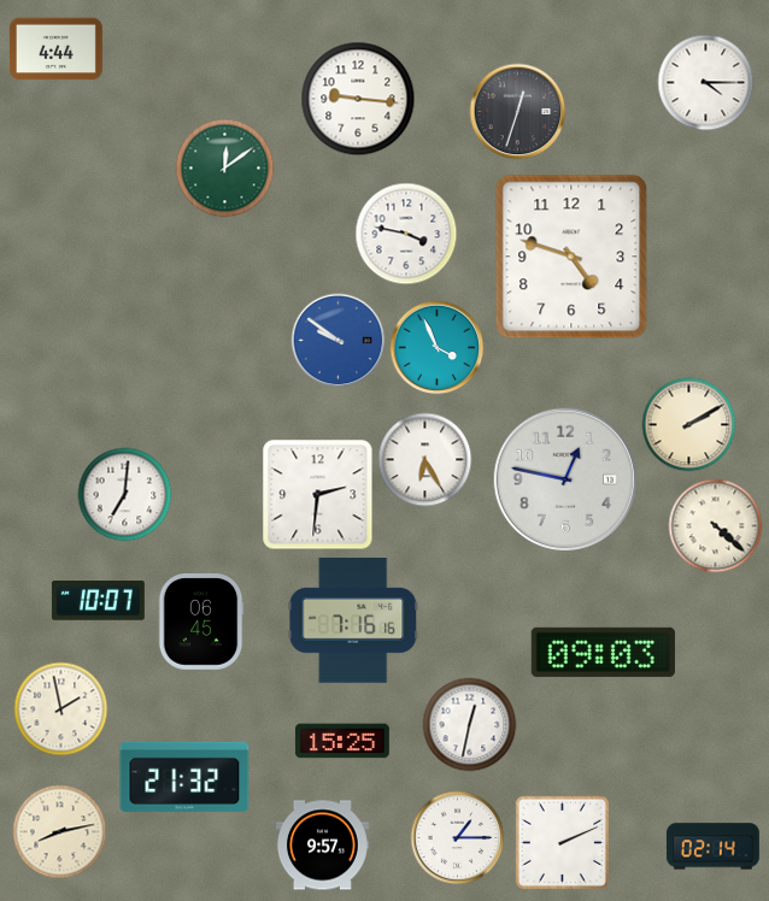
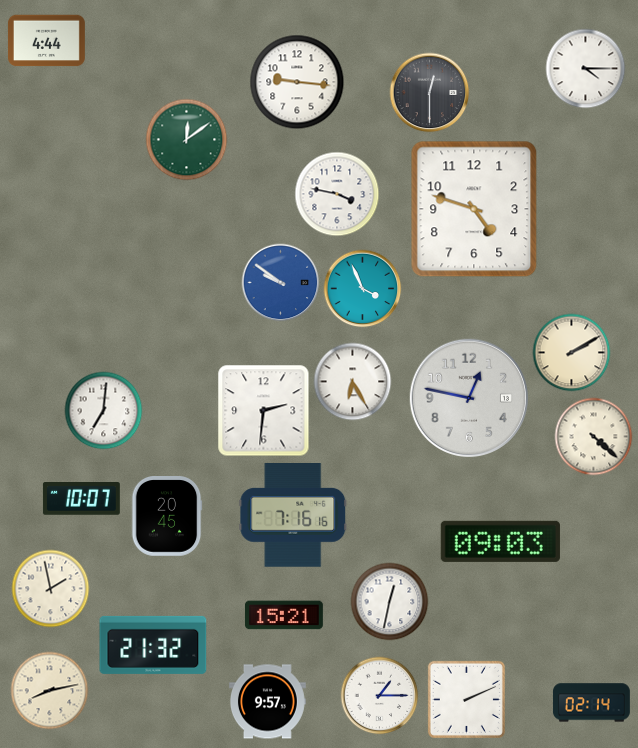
clock at (517, 111): 12:33 -> 12:30
clock at (571, 257) position: (571, 257) -> (474, 209)
clock at (201, 622): 06:45 -> 20:45
clock at (342, 741): 15:25 -> 15:21
